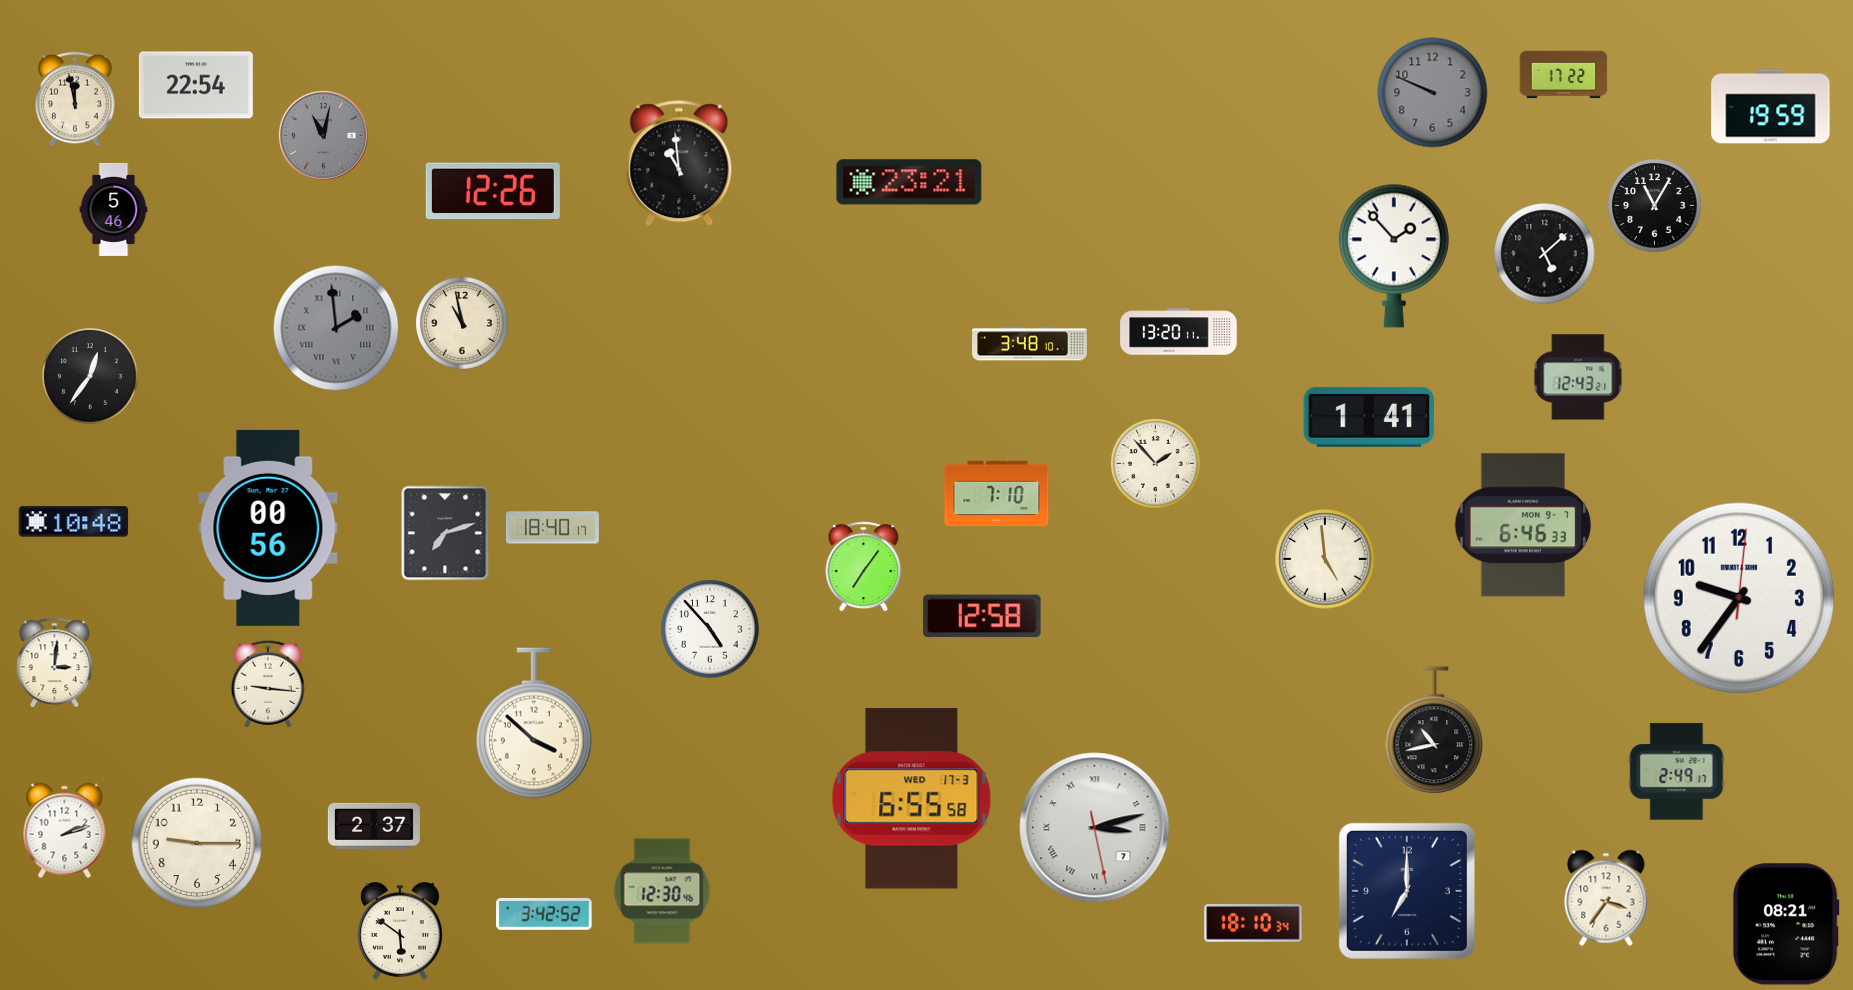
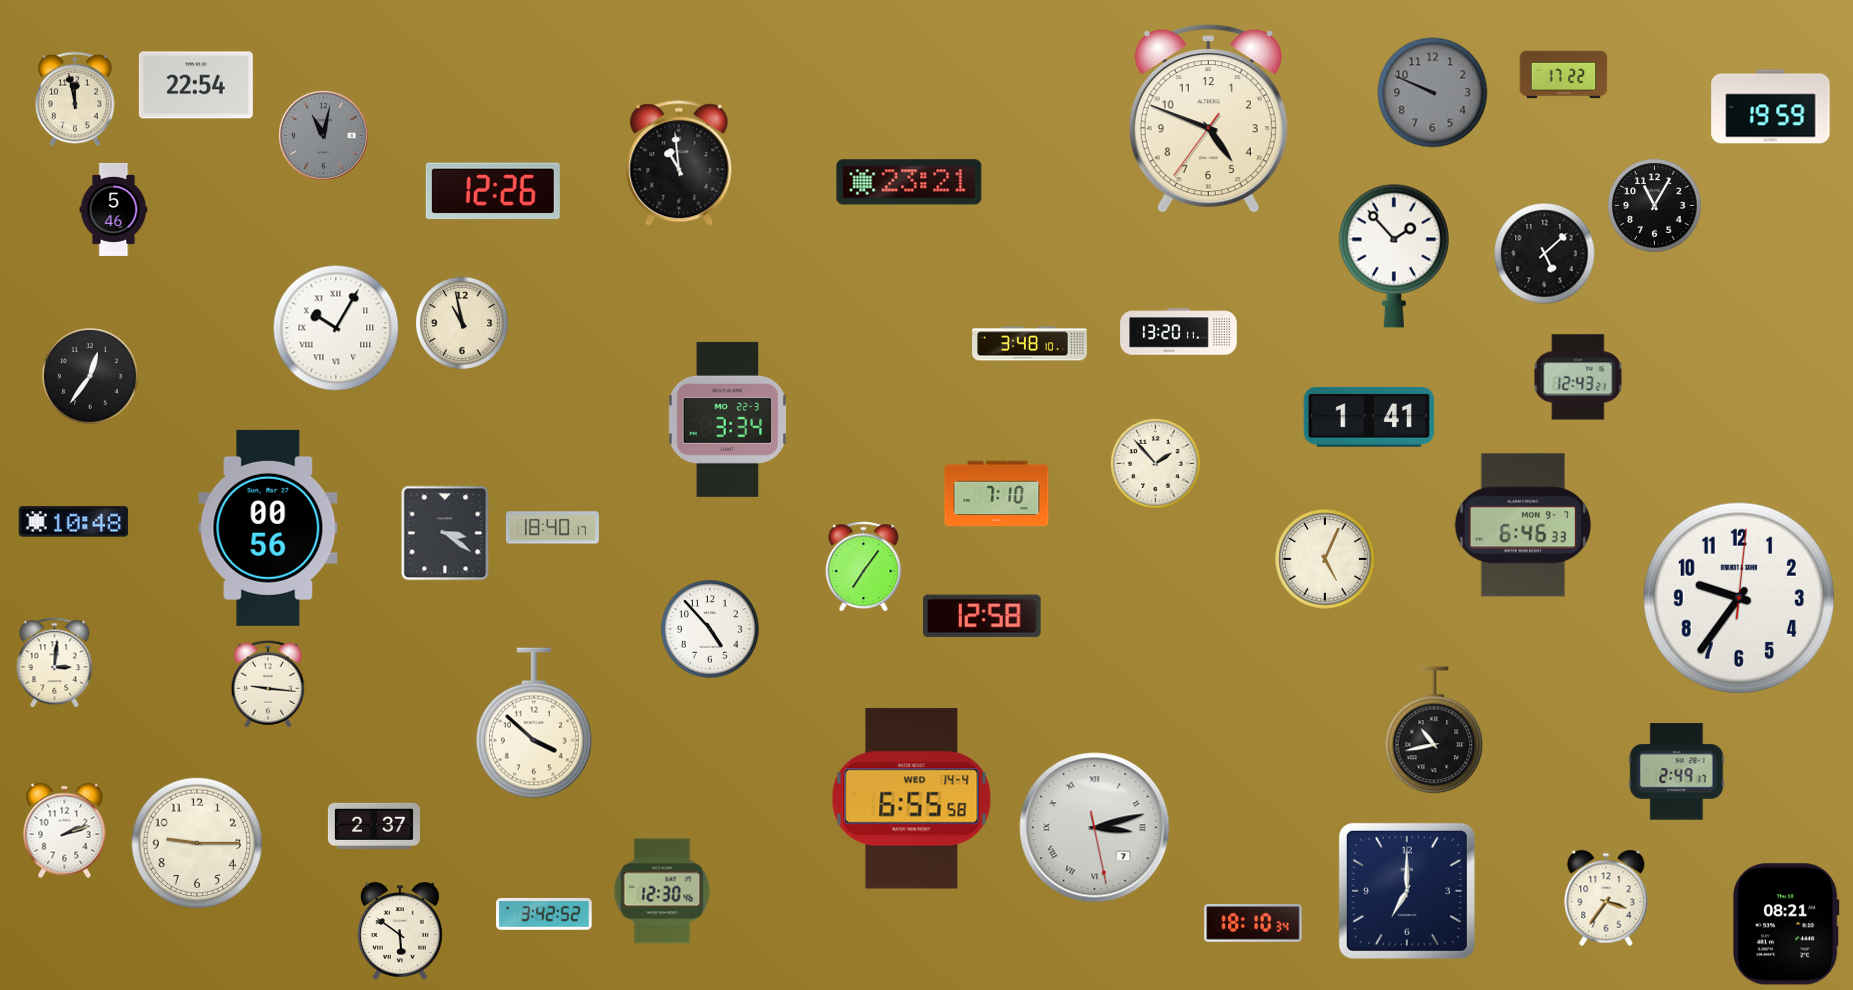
clock at (1208, 119): none -> 4:48
clock at (336, 328): 1:59 -> 10:05
clock at (336, 328) dial: grey -> white
clock at (728, 419): none -> 3:34
clock at (445, 533): 7:12 -> 3:21
clock at (1325, 559): 4:59 -> 5:04
clock at (912, 799) date: WED 17-3 -> WED 14-4
